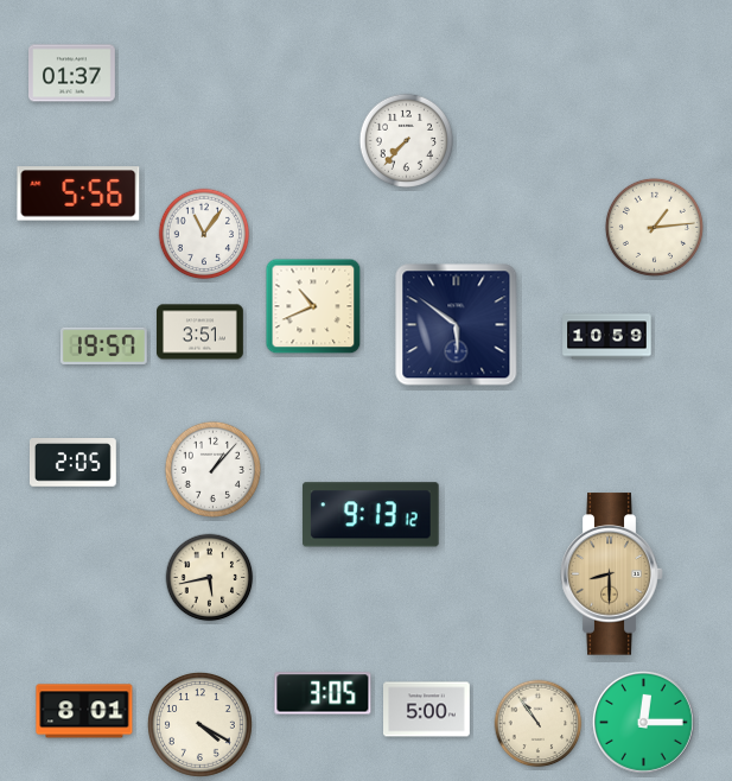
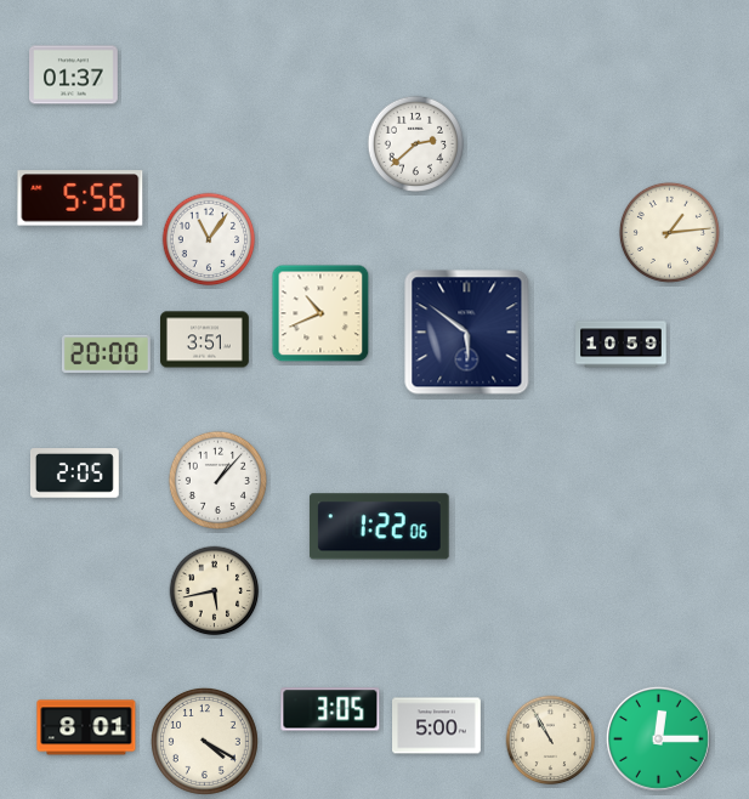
clock at (406, 140): 7:37 -> 2:38
clock at (103, 345): 19:57 -> 20:00
clock at (370, 515): 9:13 -> 1:22
clock at (612, 574): 8:30 -> none
clock at (539, 724): 10:54 -> 10:55
